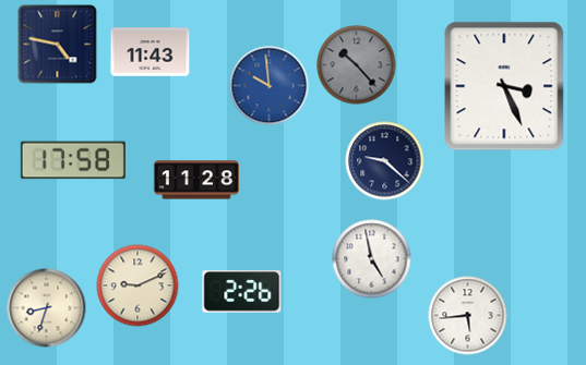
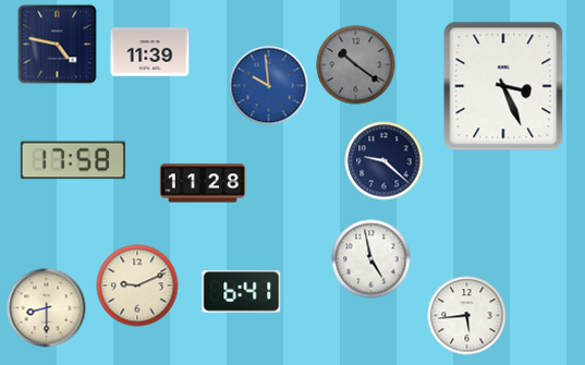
clock at (151, 52): 11:43 -> 11:39
clock at (357, 65): 10:23 -> 10:21
clock at (196, 180) position: (196, 180) -> (203, 183)
clock at (242, 291): 2:26 -> 6:41
clock at (47, 308): 8:33 -> 8:30
